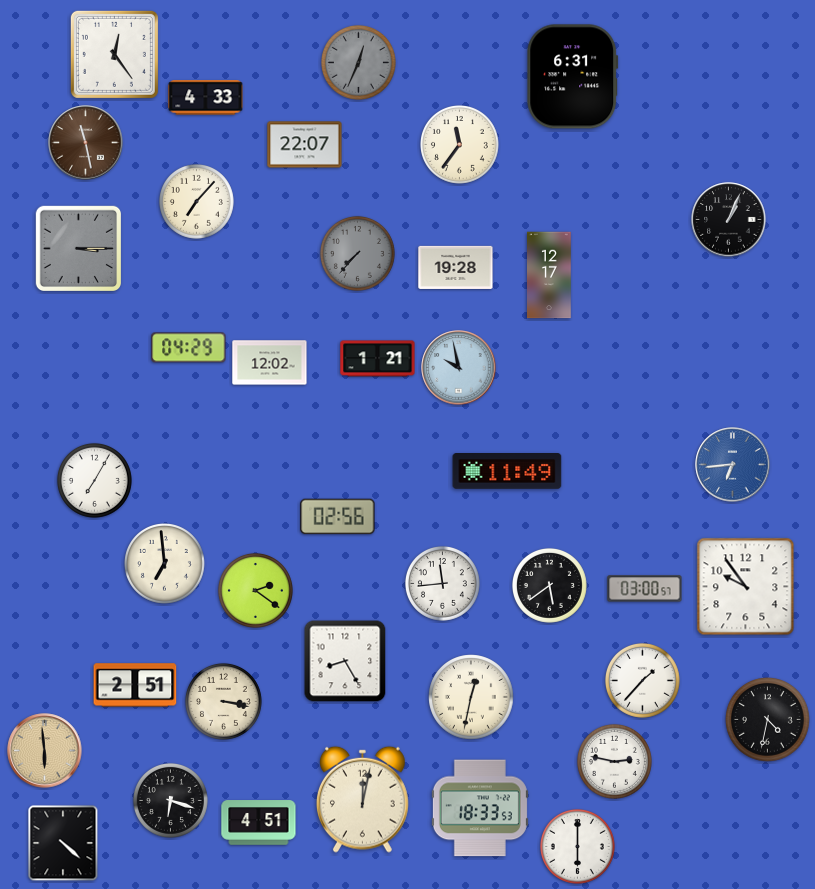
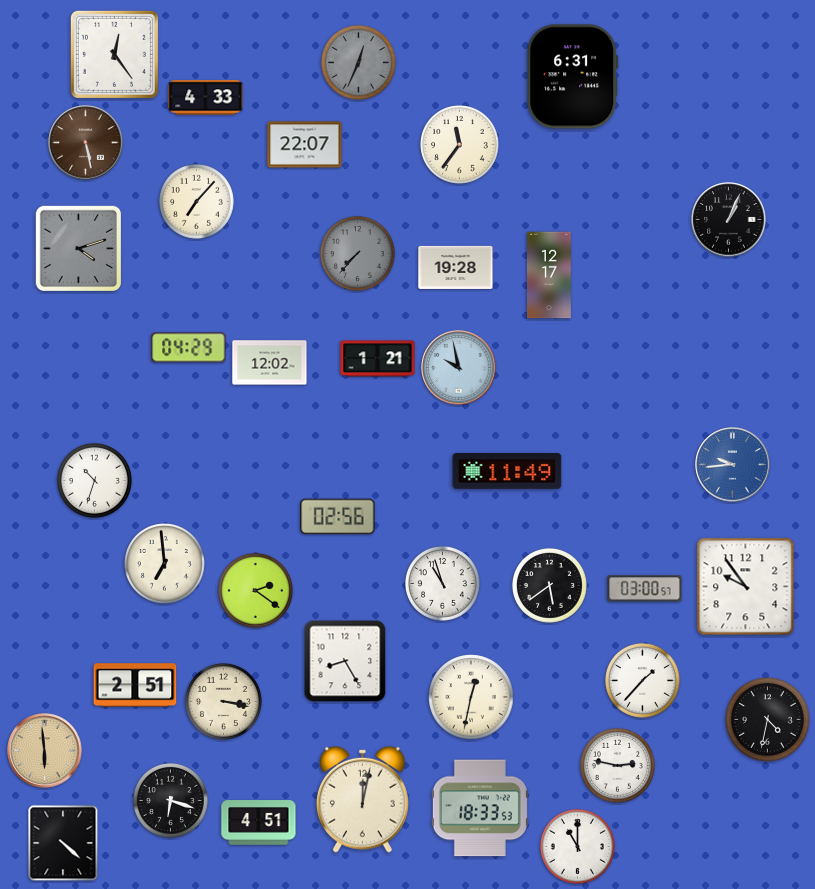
clock at (86, 143): 11:28 -> 5:28
clock at (79, 248): 3:15 -> 4:12
clock at (733, 465): 6:44 -> 9:44
clock at (94, 480): 7:05 -> 10:33
clock at (442, 583): 11:44 -> 10:57
clock at (614, 761) position: (614, 761) -> (617, 765)
clock at (577, 846): 6:00 -> 11:00
